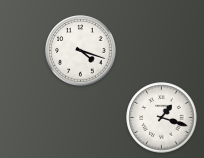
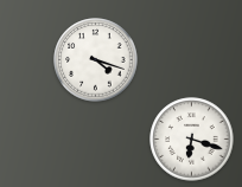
clock at (162, 118): 1:18 -> 6:18
